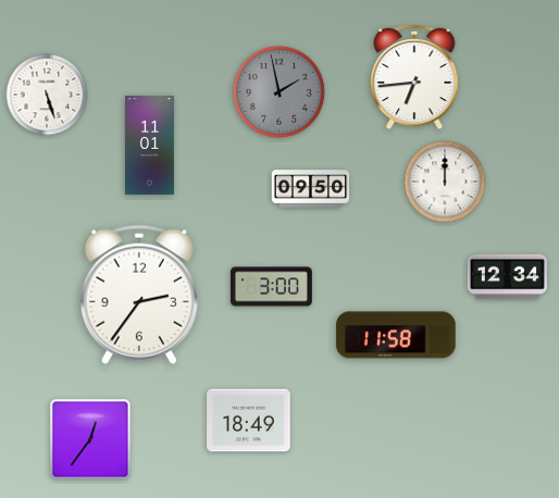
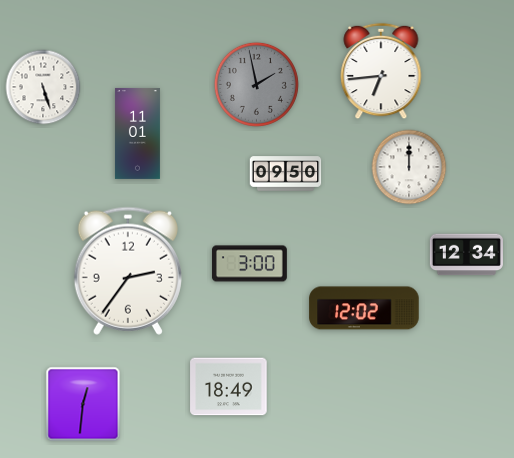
clock at (396, 335): 11:58 -> 12:02
clock at (90, 439): 12:36 -> 12:31
